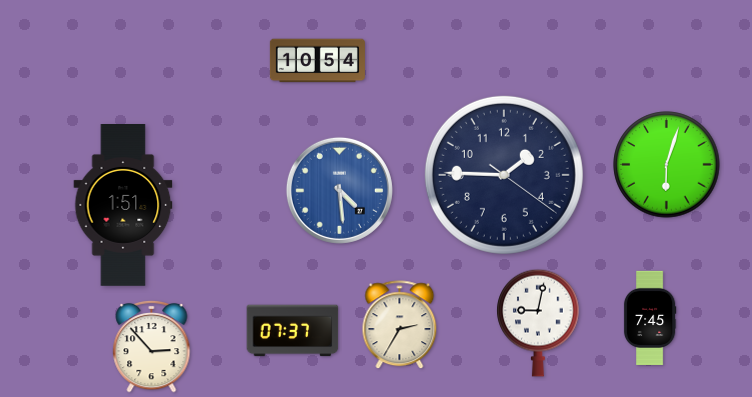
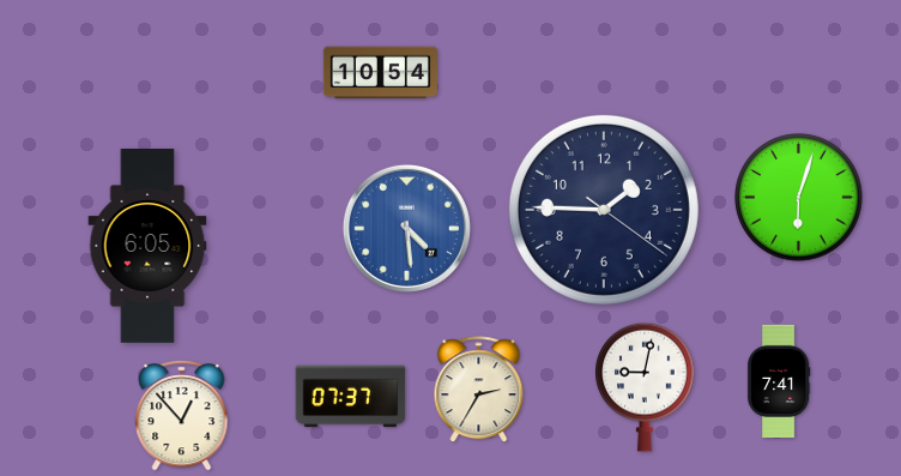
clock at (123, 206): 1:51 -> 6:05
clock at (650, 317): 7:45 -> 7:41
clock at (152, 346): 2:53 -> 12:53
